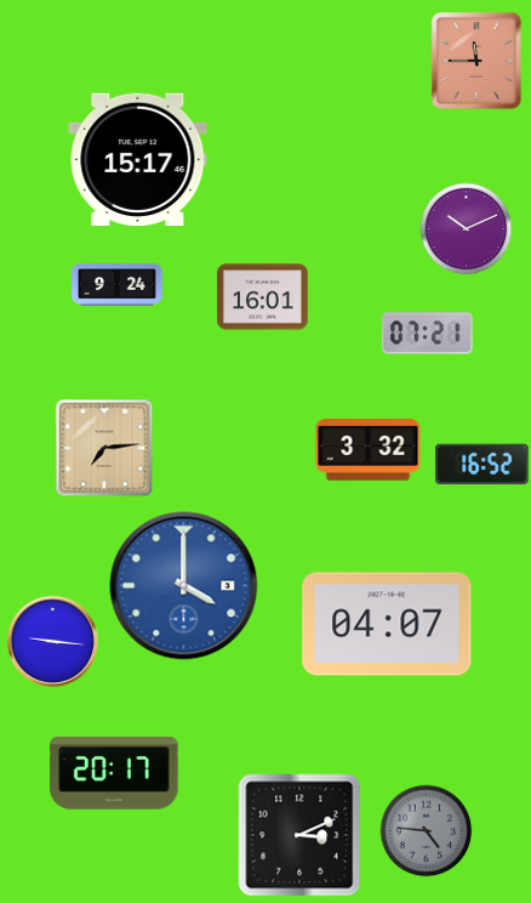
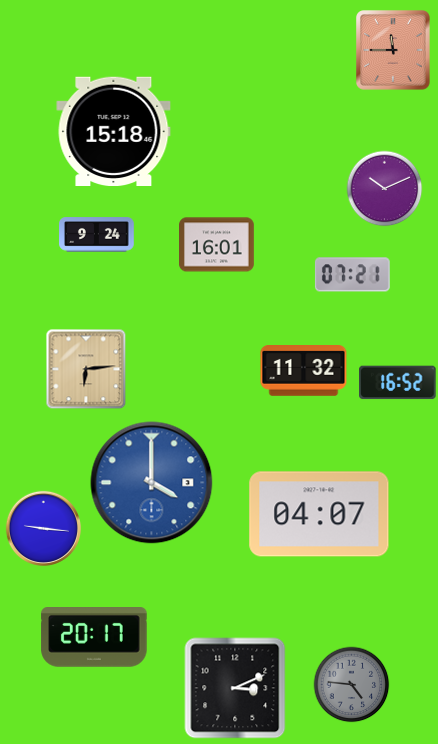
clock at (138, 159): 15:17 -> 15:18
clock at (104, 448): 7:14 -> 6:14
clock at (369, 450): 3:32 -> 11:32
clock at (299, 835) position: (299, 835) -> (235, 688)
